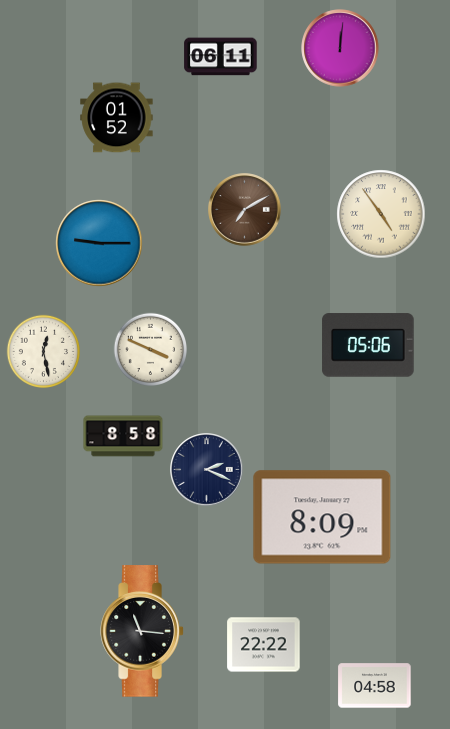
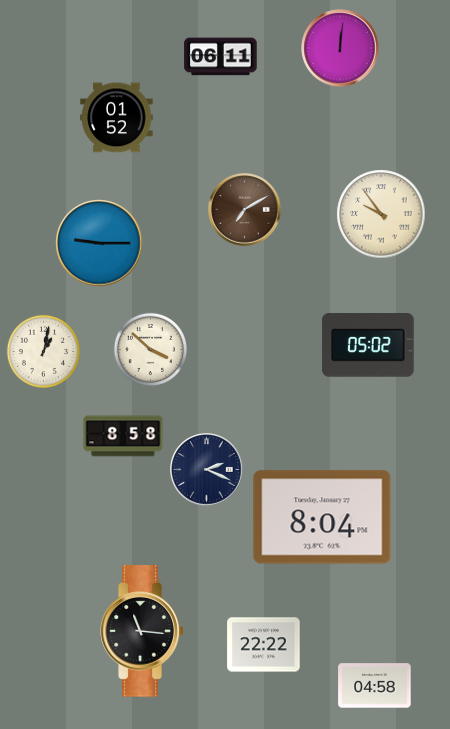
clock at (381, 214): 4:54 -> 9:54
clock at (368, 345): 05:06 -> 05:02
clock at (150, 349): 3:49 -> 3:52
clock at (43, 351): 12:28 -> 1:02
clock at (322, 517): 8:09 -> 8:04
